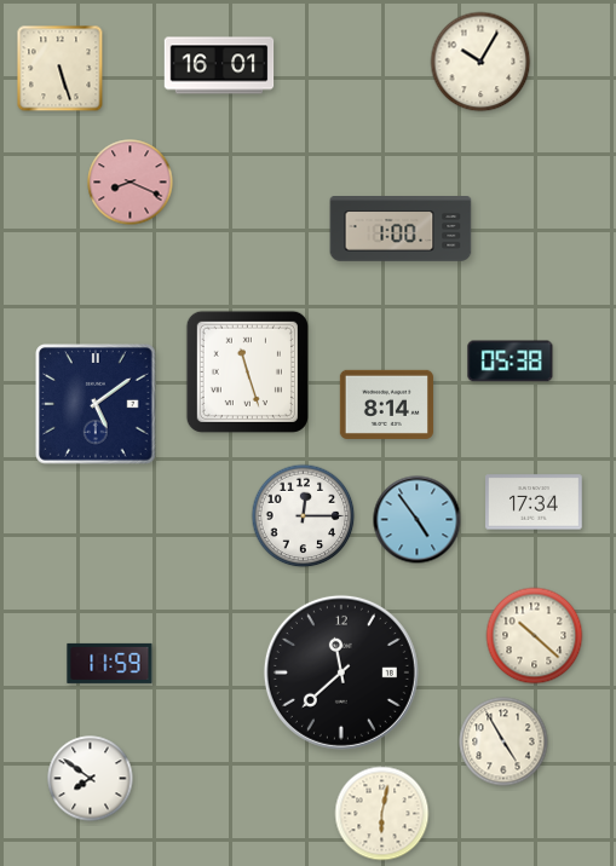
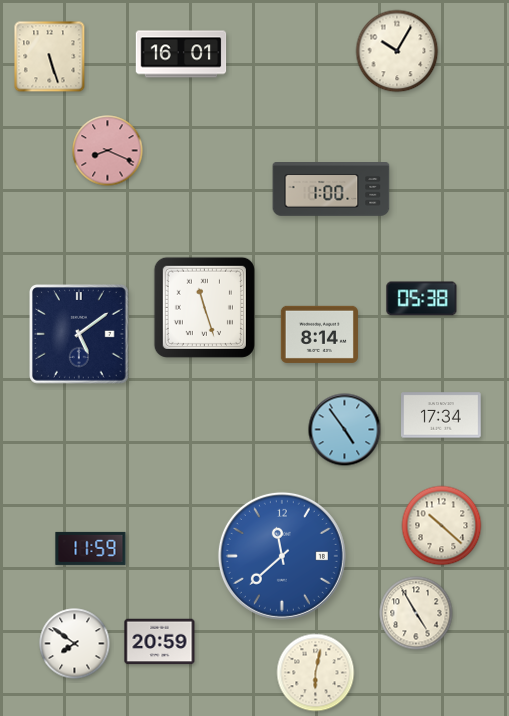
clock at (304, 516): 12:15 -> none
clock at (341, 672) dial: black -> blue
clock at (160, 642): none -> 20:59
